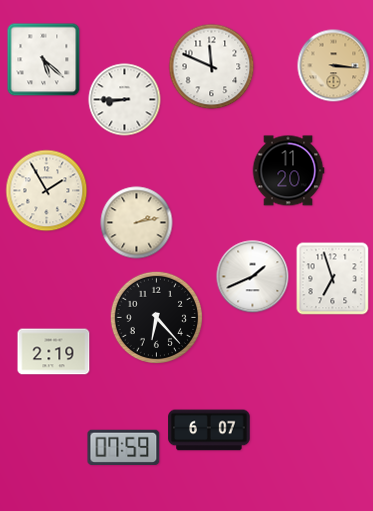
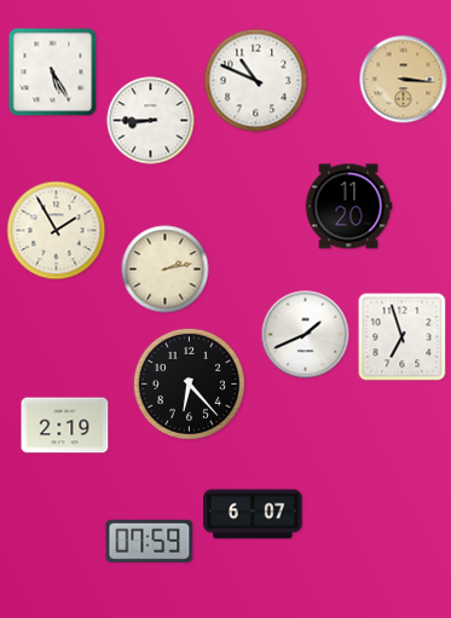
clock at (44, 60): 5:22 -> 5:25
clock at (212, 67): 11:49 -> 10:49
clock at (209, 430) position: (209, 430) -> (253, 514)
